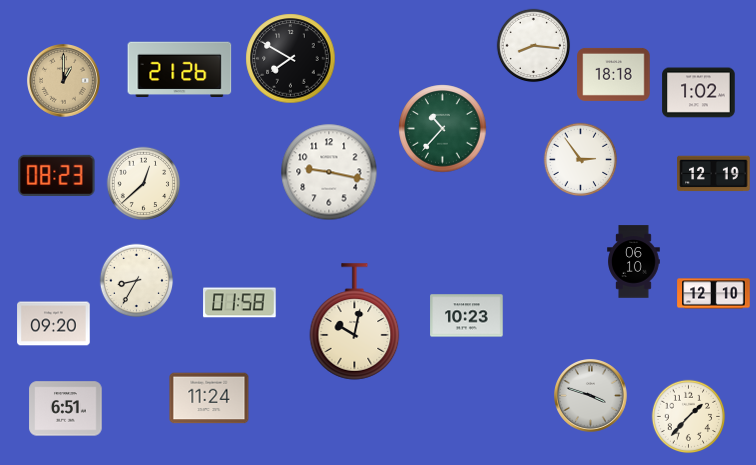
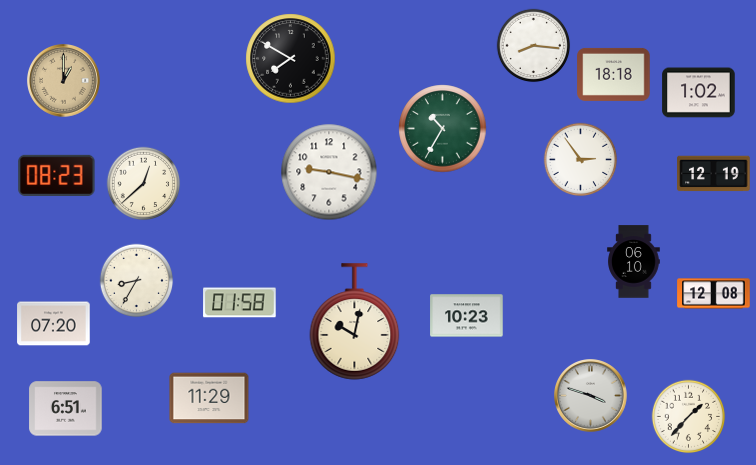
clock at (180, 69): 21:26 -> none
clock at (443, 129): 10:37 -> 10:35
clock at (714, 294): 12:10 -> 12:08
clock at (54, 324): 09:20 -> 07:20
clock at (209, 398): 11:24 -> 11:29
